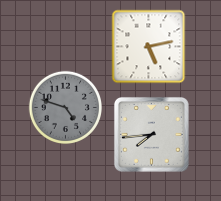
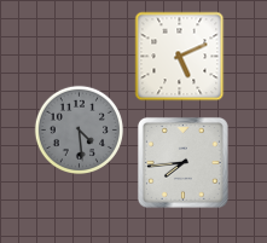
clock at (149, 47): 5:13 -> 5:11
clock at (65, 107): 4:48 -> 4:29
